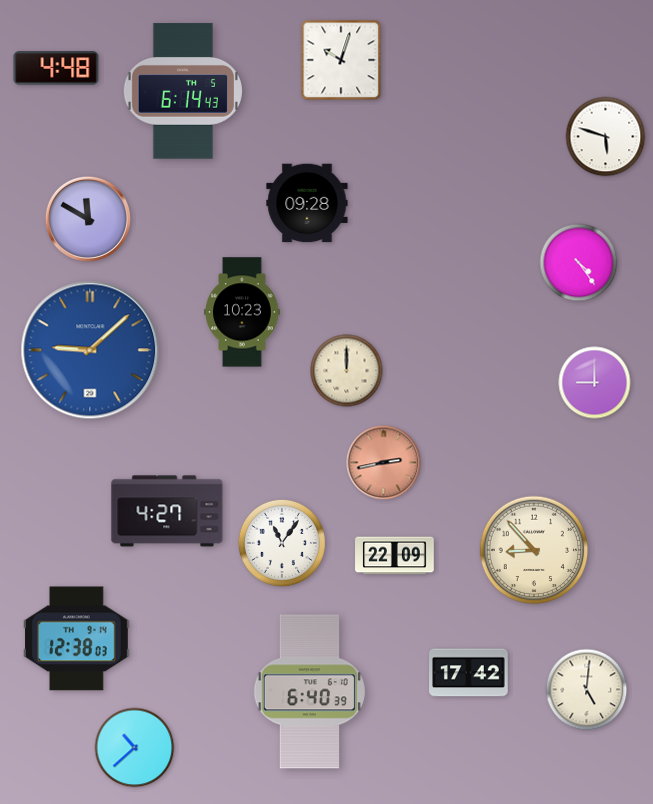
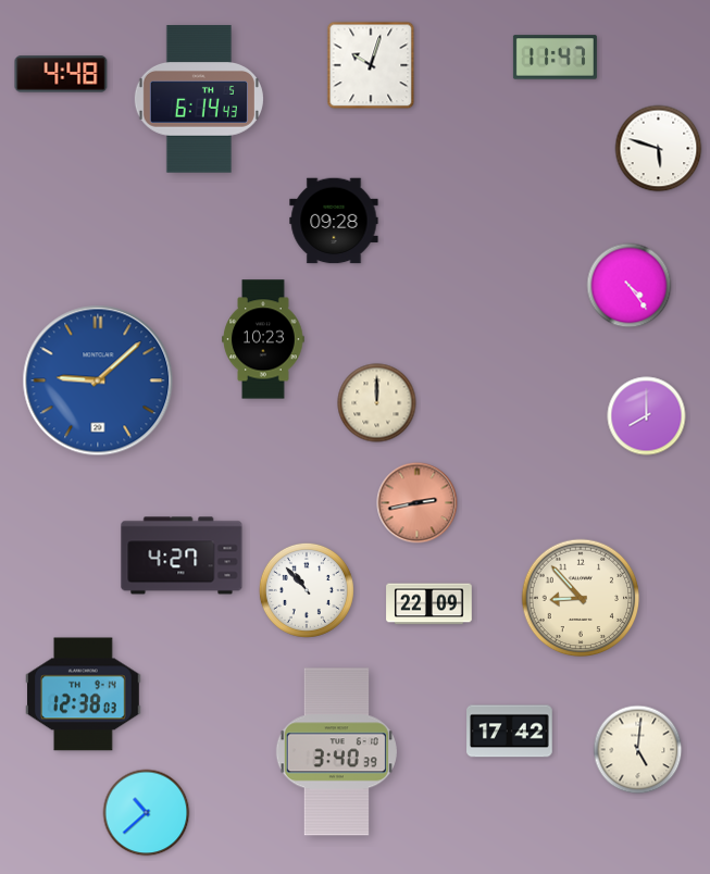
clock at (555, 58): none -> 11:47
clock at (88, 219): 11:50 -> none
clock at (595, 383): 9:00 -> 8:00
clock at (282, 543): 11:06 -> 10:53
clock at (309, 692): 6:40 -> 3:40
